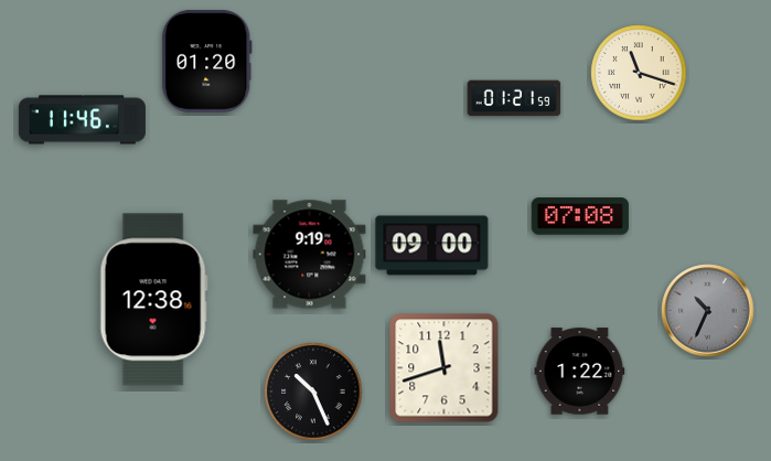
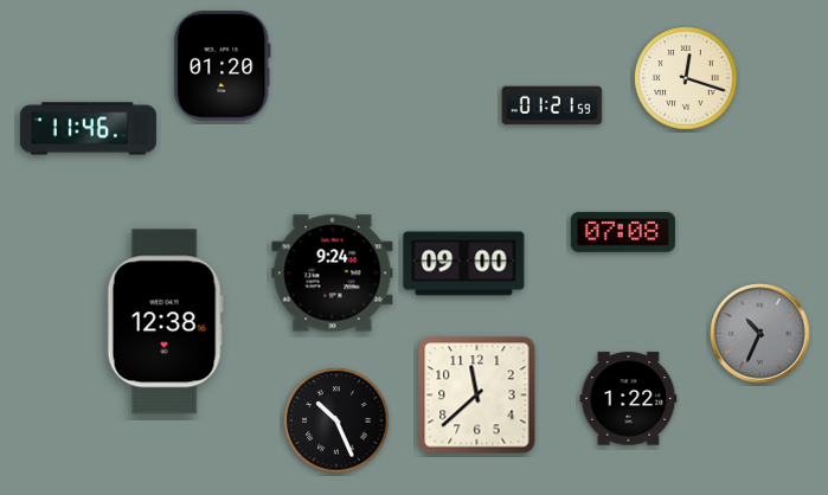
clock at (639, 73): 11:18 -> 12:18
clock at (310, 255): 9:19 -> 9:24
clock at (445, 368): 11:42 -> 11:38
clock at (580, 372) position: (580, 372) -> (629, 399)
